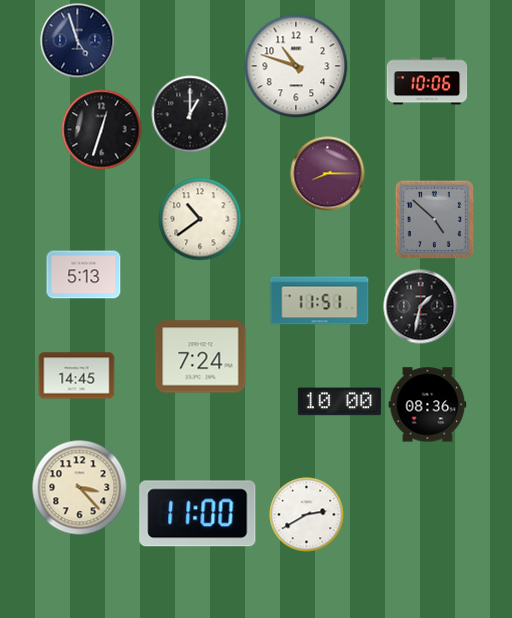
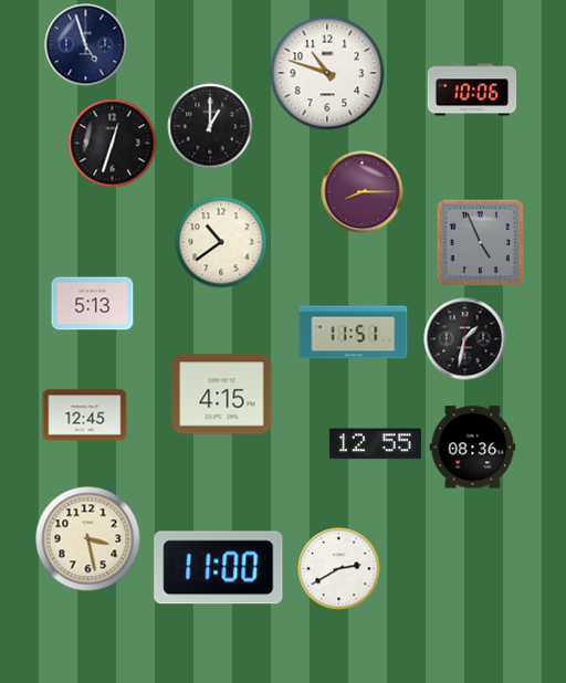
clock at (435, 220): 4:52 -> 4:56
clock at (201, 357): 7:24 -> 4:15
clock at (77, 376): 14:45 -> 12:45
clock at (339, 402): 10:00 -> 12:55
clock at (80, 488): 3:23 -> 3:28
